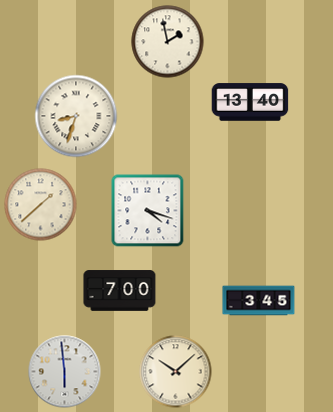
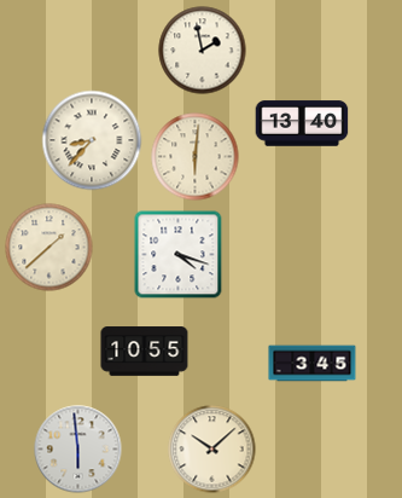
clock at (76, 116): 8:33 -> 8:37
clock at (196, 157): none -> 6:01
clock at (120, 291): 7:00 -> 10:55
